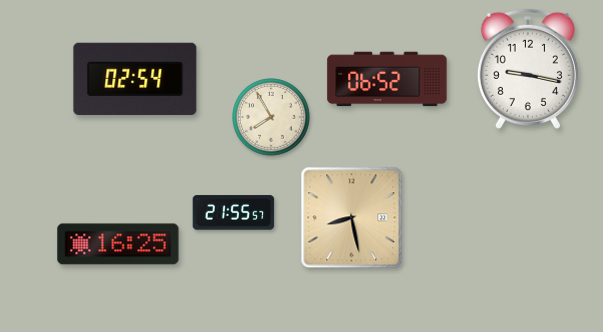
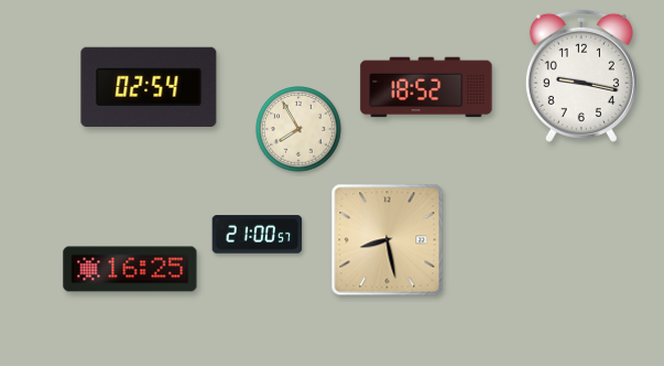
clock at (387, 79): 06:52 -> 18:52
clock at (234, 213): 21:55 -> 21:00
